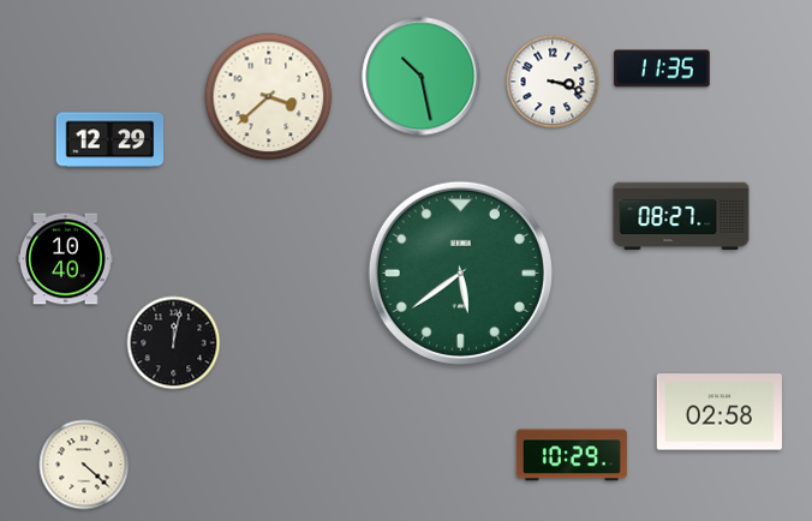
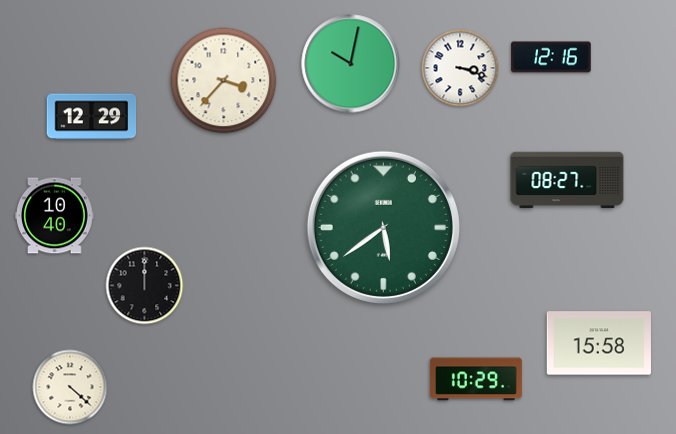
clock at (662, 68): 11:35 -> 12:16
clock at (422, 77): 10:28 -> 10:02
clock at (269, 97): 3:38 -> 3:37
clock at (174, 343): 12:02 -> 12:00
clock at (720, 412): 02:58 -> 15:58
